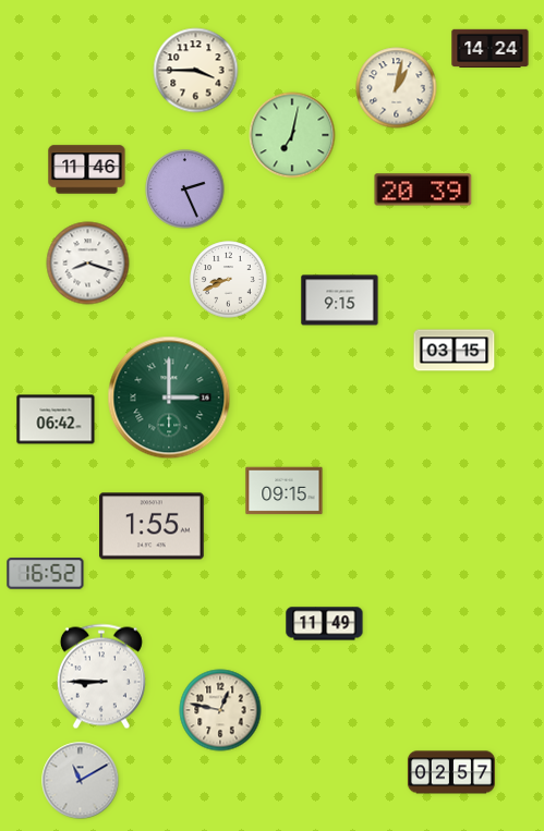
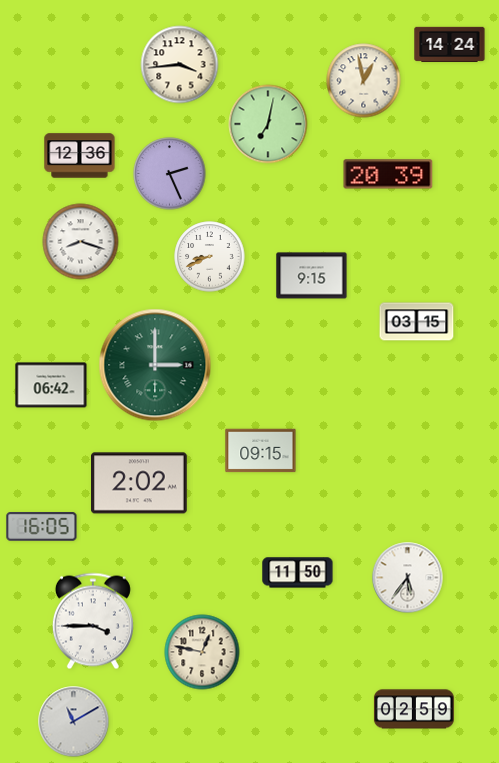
clock at (196, 71): 3:45 -> 3:44
clock at (397, 88): 1:02 -> 12:58
clock at (87, 170): 11:46 -> 12:36
clock at (153, 526): 1:55 -> 2:02
clock at (46, 574): 16:52 -> 16:05
clock at (325, 624): 11:49 -> 11:50
clock at (408, 578): none -> 5:36
clock at (101, 676): 8:45 -> 3:45
clock at (451, 772): 02:57 -> 02:59
clock at (81, 781) position: (81, 781) -> (74, 722)
